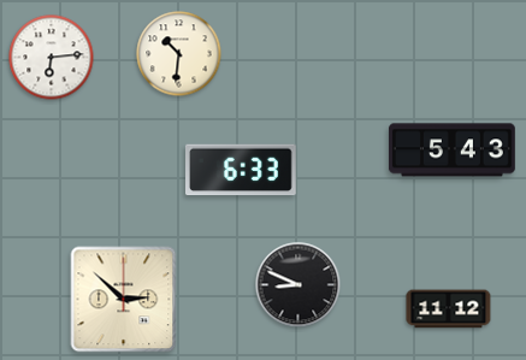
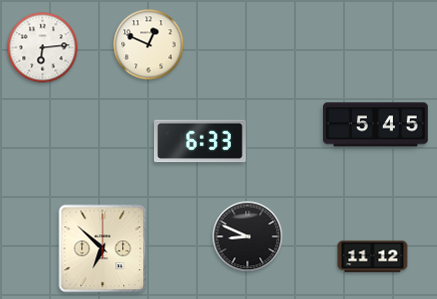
clock at (179, 54): 10:31 -> 12:49
clock at (451, 151): 5:43 -> 5:45
clock at (124, 300): 2:52 -> 6:52
